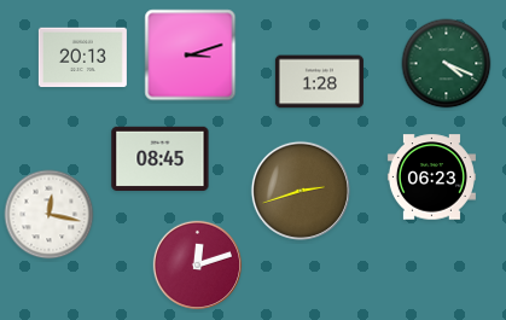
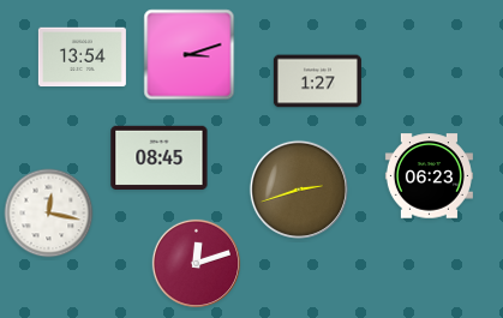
clock at (82, 58): 20:13 -> 13:54
clock at (447, 64): 4:19 -> none
clock at (319, 82): 1:28 -> 1:27
